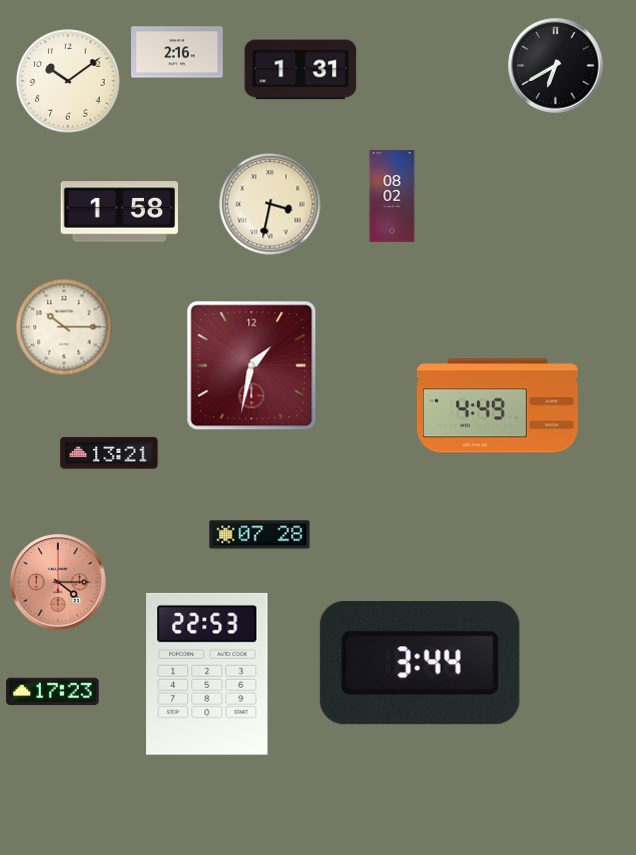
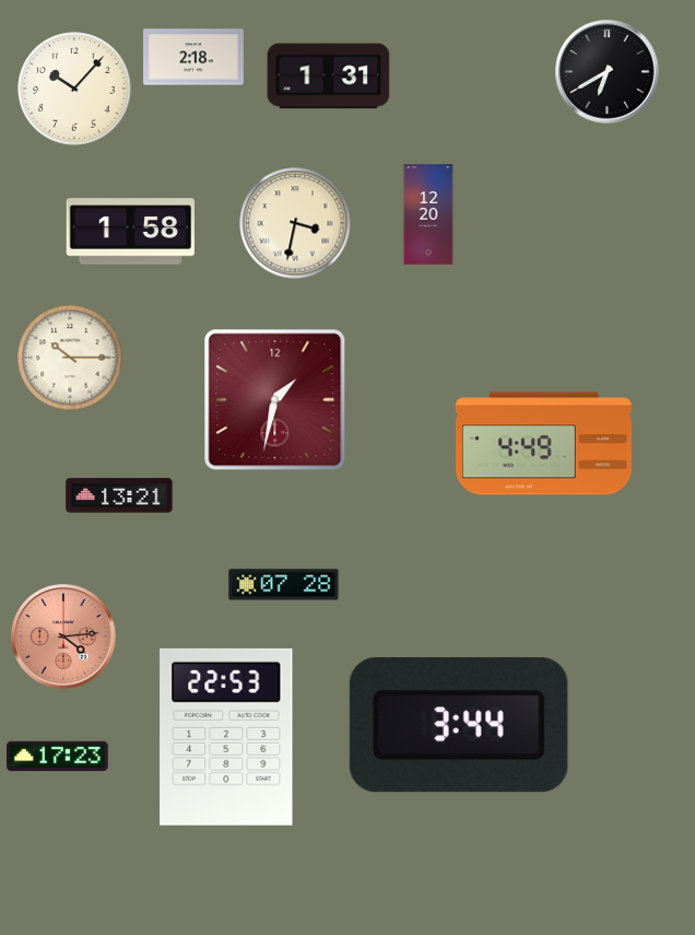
clock at (177, 52): 2:16 -> 2:18
clock at (68, 81): 10:09 -> 10:07
clock at (392, 196): 08:02 -> 12:20
clock at (58, 582): 4:15 -> 4:14
